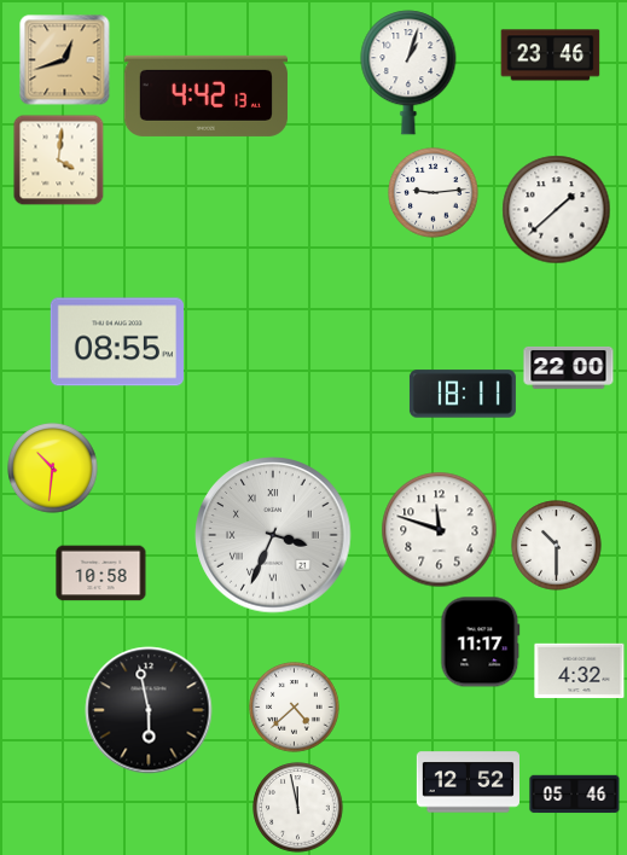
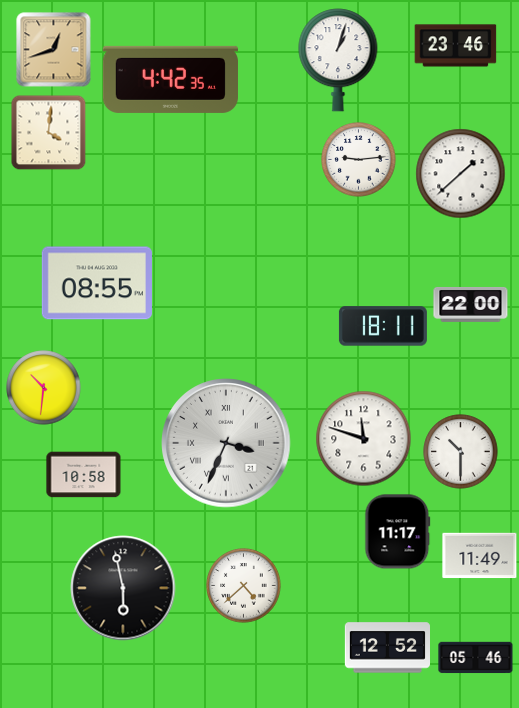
clock at (205, 95): 4:42:13 -> 4:42:35
clock at (580, 671): 4:32 -> 11:49
clock at (298, 808): 11:58 -> none
